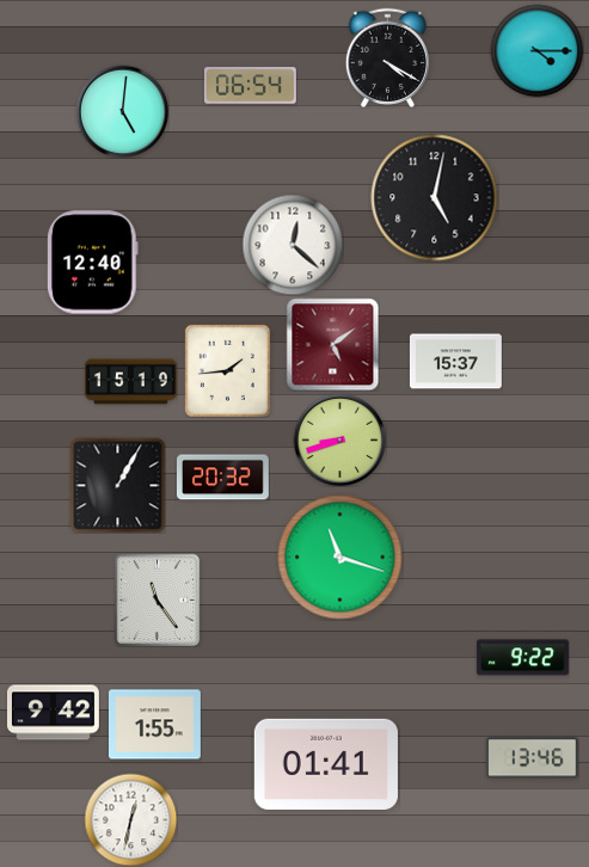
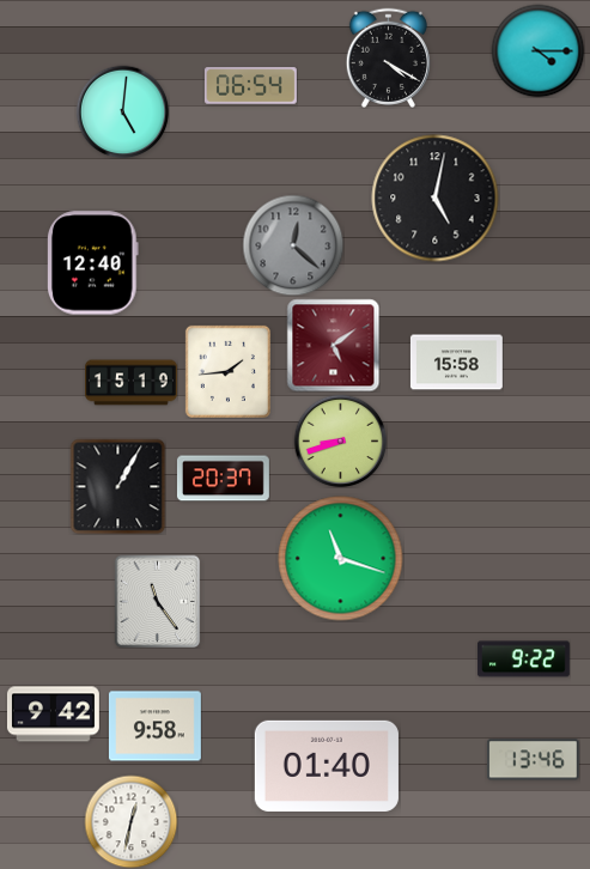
clock at (293, 245) dial: white -> grey
clock at (455, 362): 15:37 -> 15:58
clock at (222, 478): 20:32 -> 20:37
clock at (154, 725): 1:55 -> 9:58
clock at (326, 764): 01:41 -> 01:40
